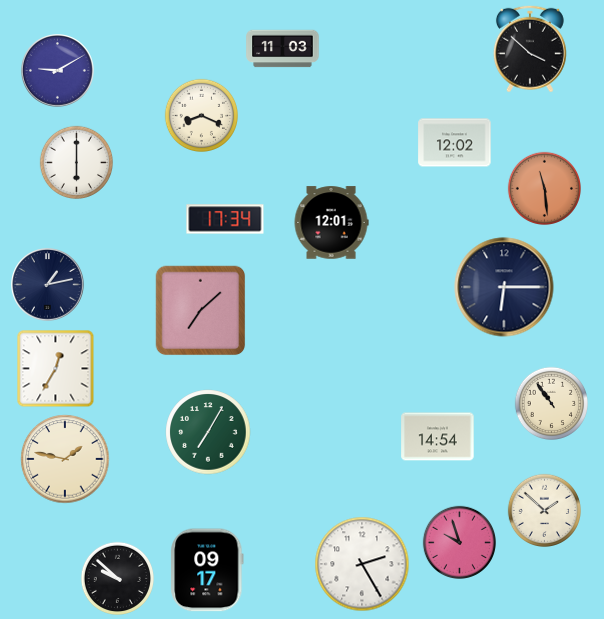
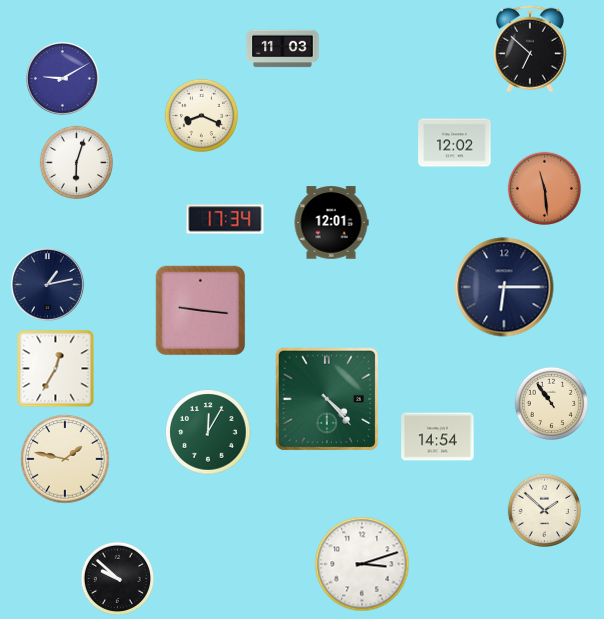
clock at (530, 49): 3:52 -> 6:52
clock at (58, 71) position: (58, 71) -> (63, 79)
clock at (76, 162): 6:00 -> 6:03
clock at (201, 311): 7:08 -> 9:16
clock at (327, 399): none -> 4:23
clock at (208, 432): 7:05 -> 12:05
clock at (459, 542): 9:57 -> none
clock at (362, 564): 2:25 -> 3:12
clock at (207, 570): 09:17 -> none
